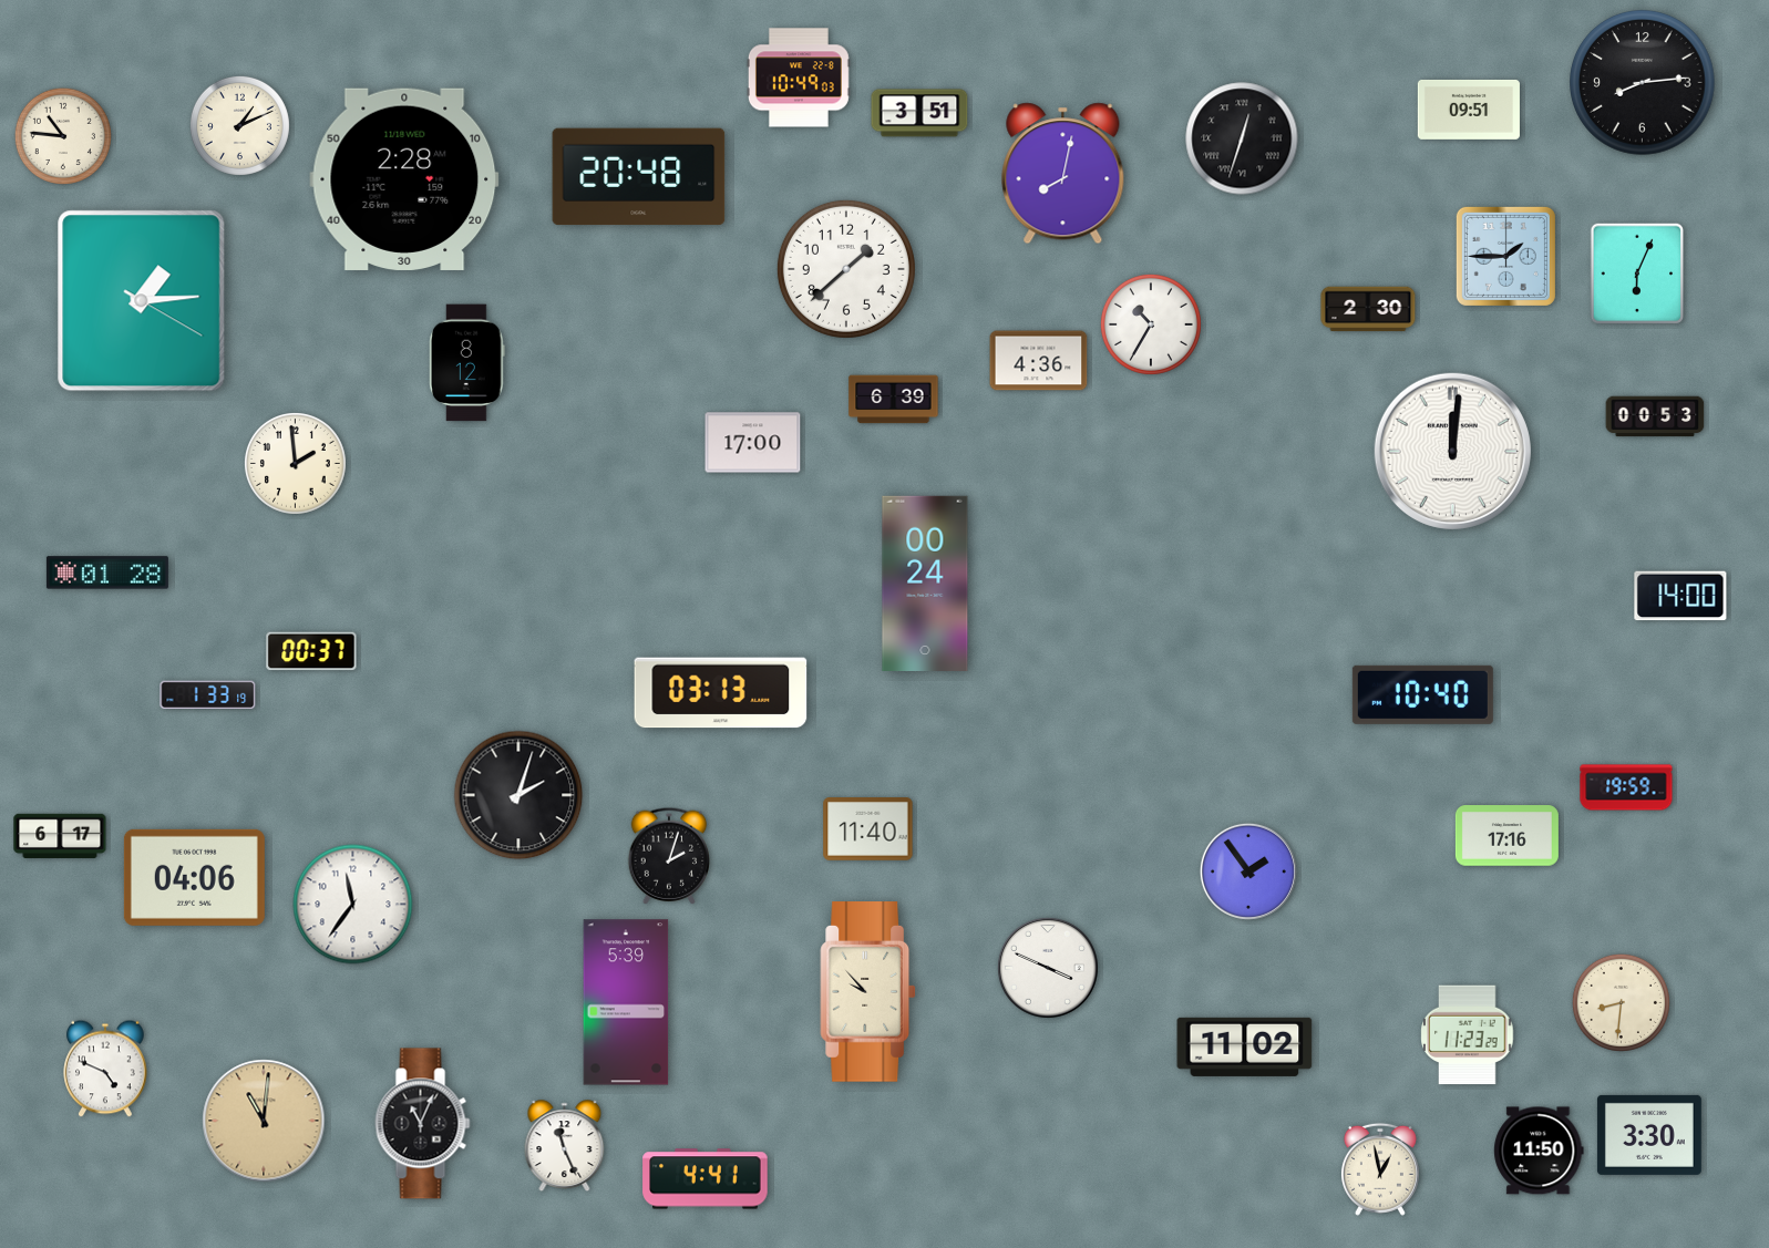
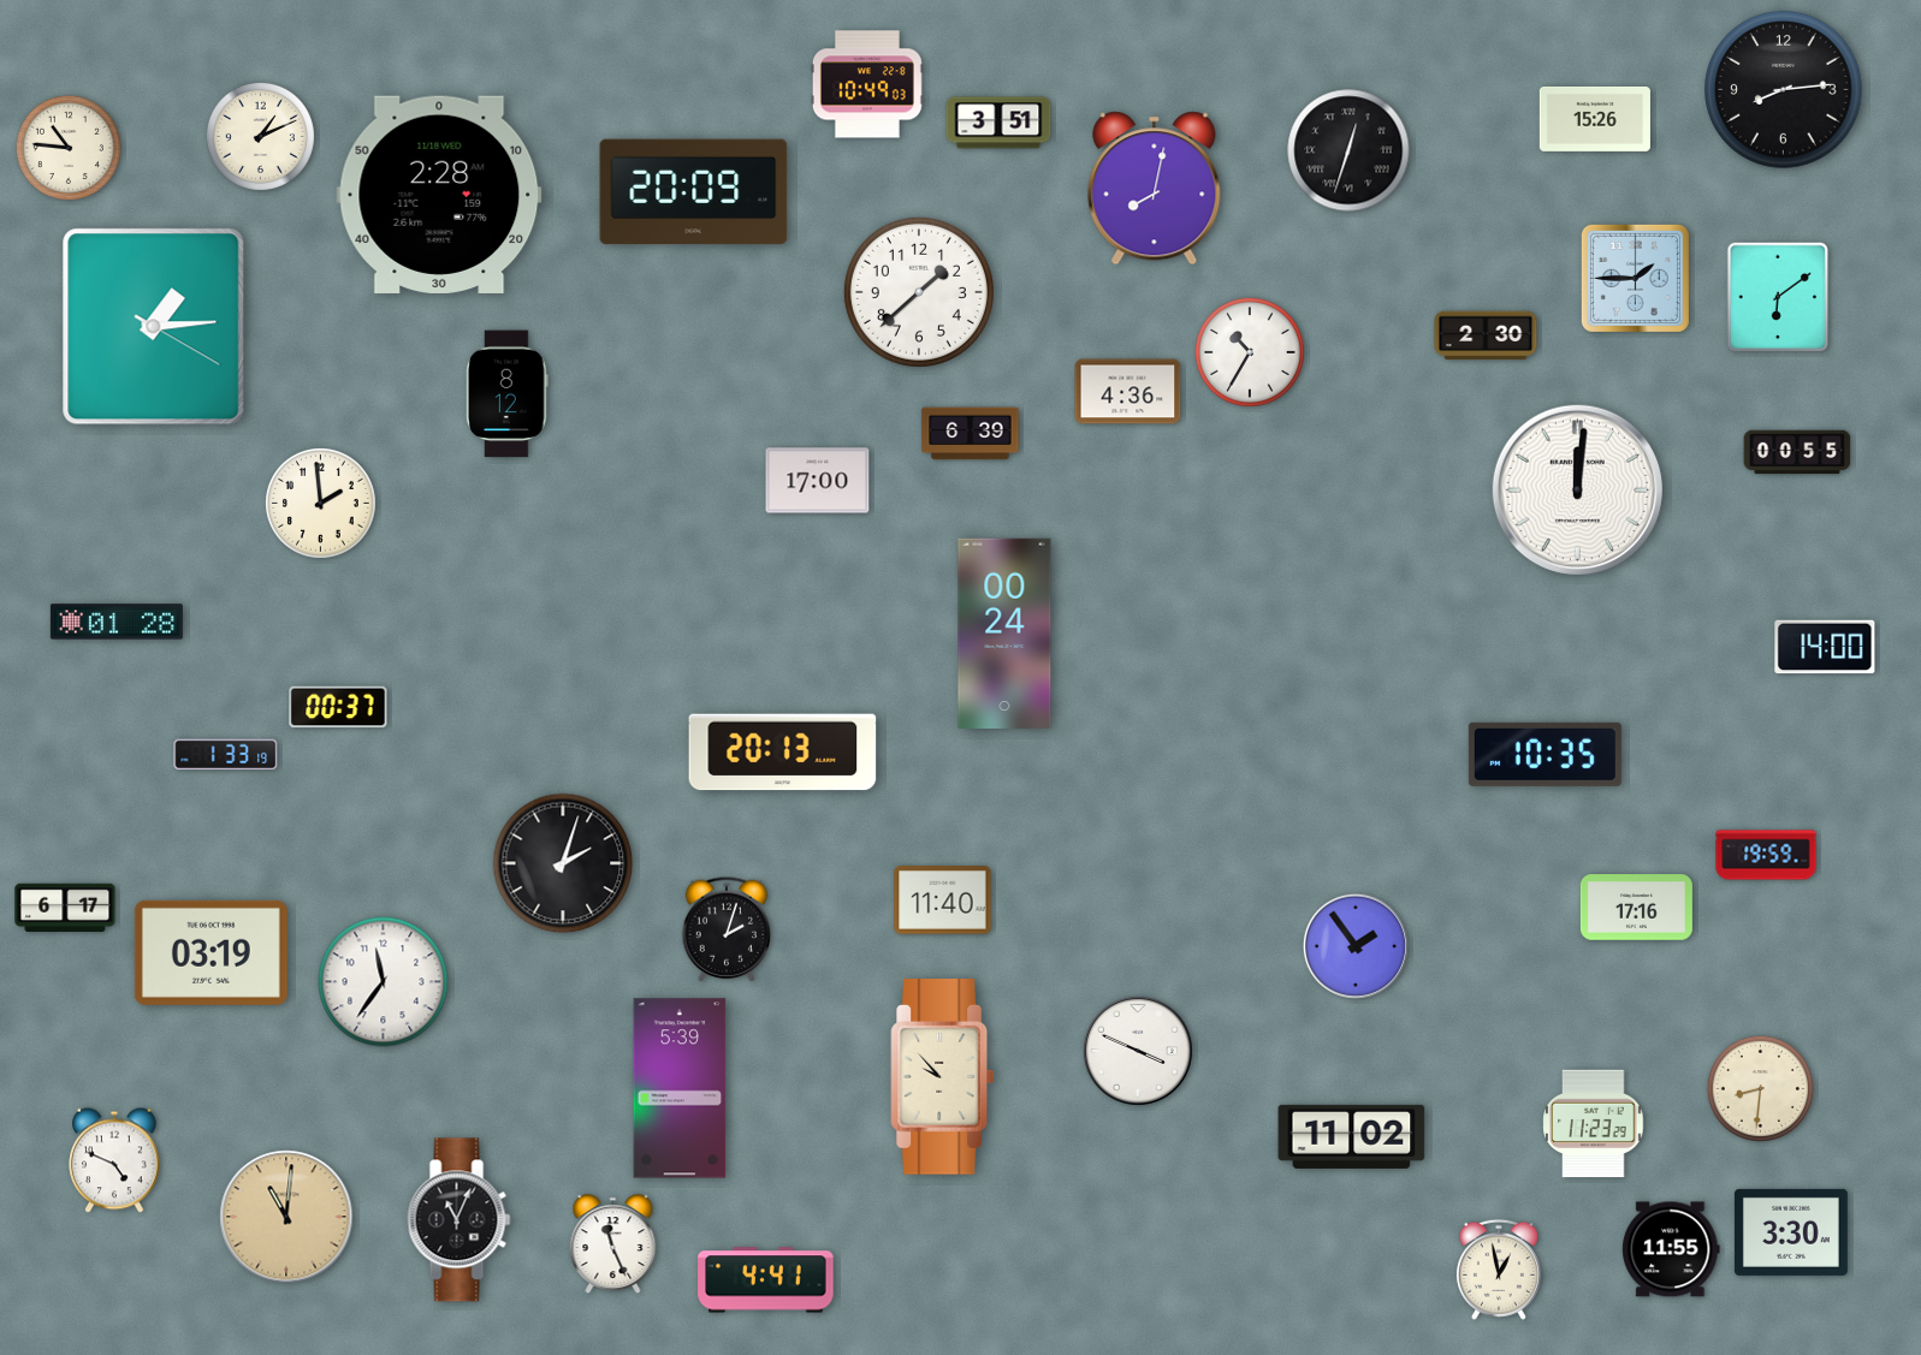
clock at (1469, 110): 09:51 -> 15:26
clock at (639, 177): 20:48 -> 20:09
clock at (1637, 274): 6:04 -> 6:09
clock at (1655, 416): 00:53 -> 00:55
clock at (721, 693): 03:13 -> 20:13
clock at (1422, 694): 10:40 -> 10:35
clock at (194, 877): 04:06 -> 03:19
clock at (1539, 1151): 11:50 -> 11:55
